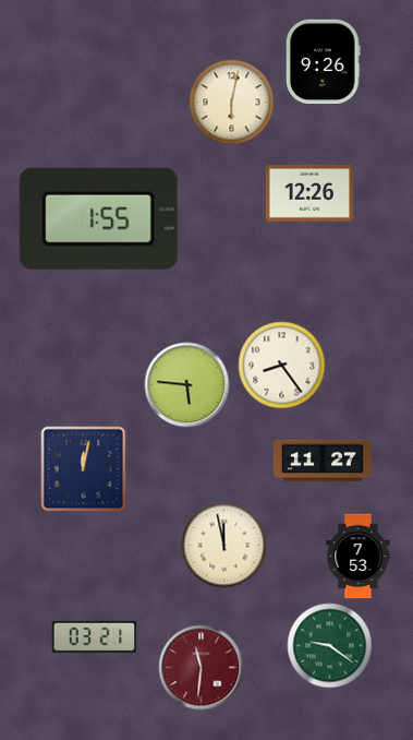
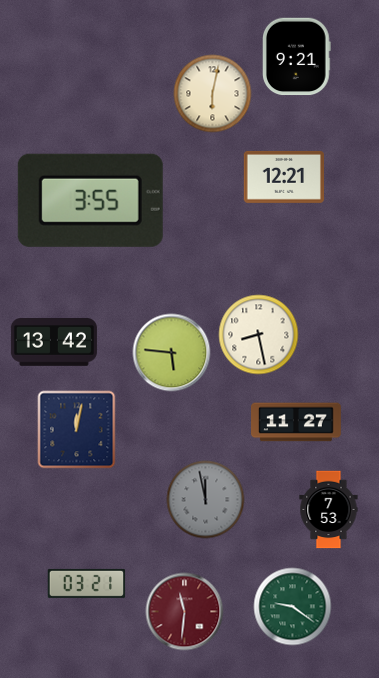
clock at (324, 61): 9:26 -> 9:21
clock at (308, 193): 12:26 -> 12:21
clock at (98, 218): 1:55 -> 3:55
clock at (281, 365): 8:24 -> 8:28
clock at (54, 343): none -> 13:42
clock at (223, 545) dial: cream -> grey
clock at (329, 645) position: (329, 645) -> (292, 606)
